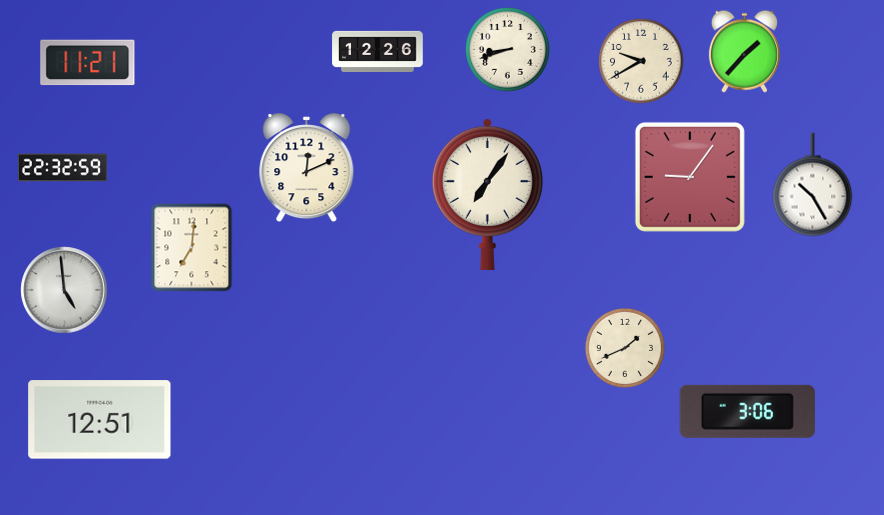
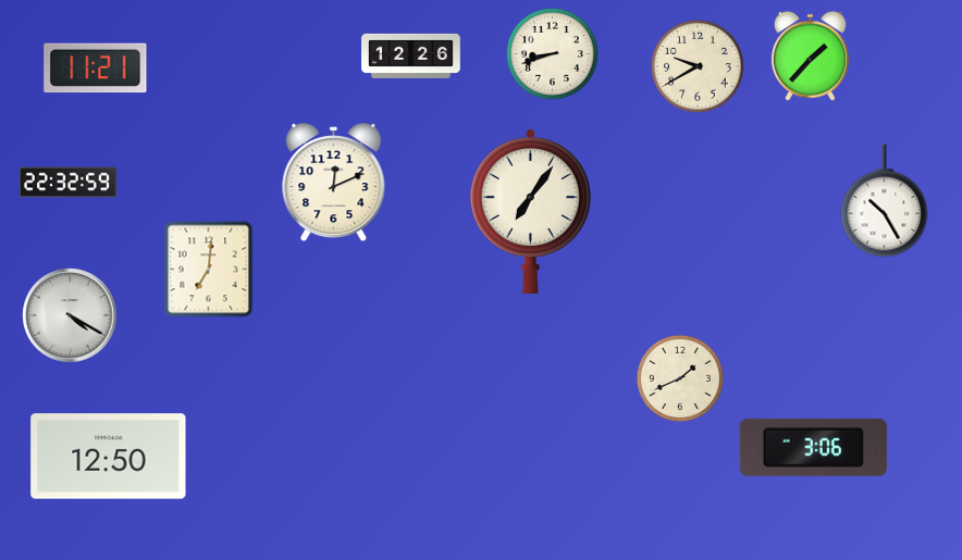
clock at (690, 177): 9:06 -> none
clock at (64, 290): 4:59 -> 4:20
clock at (100, 420): 12:51 -> 12:50
